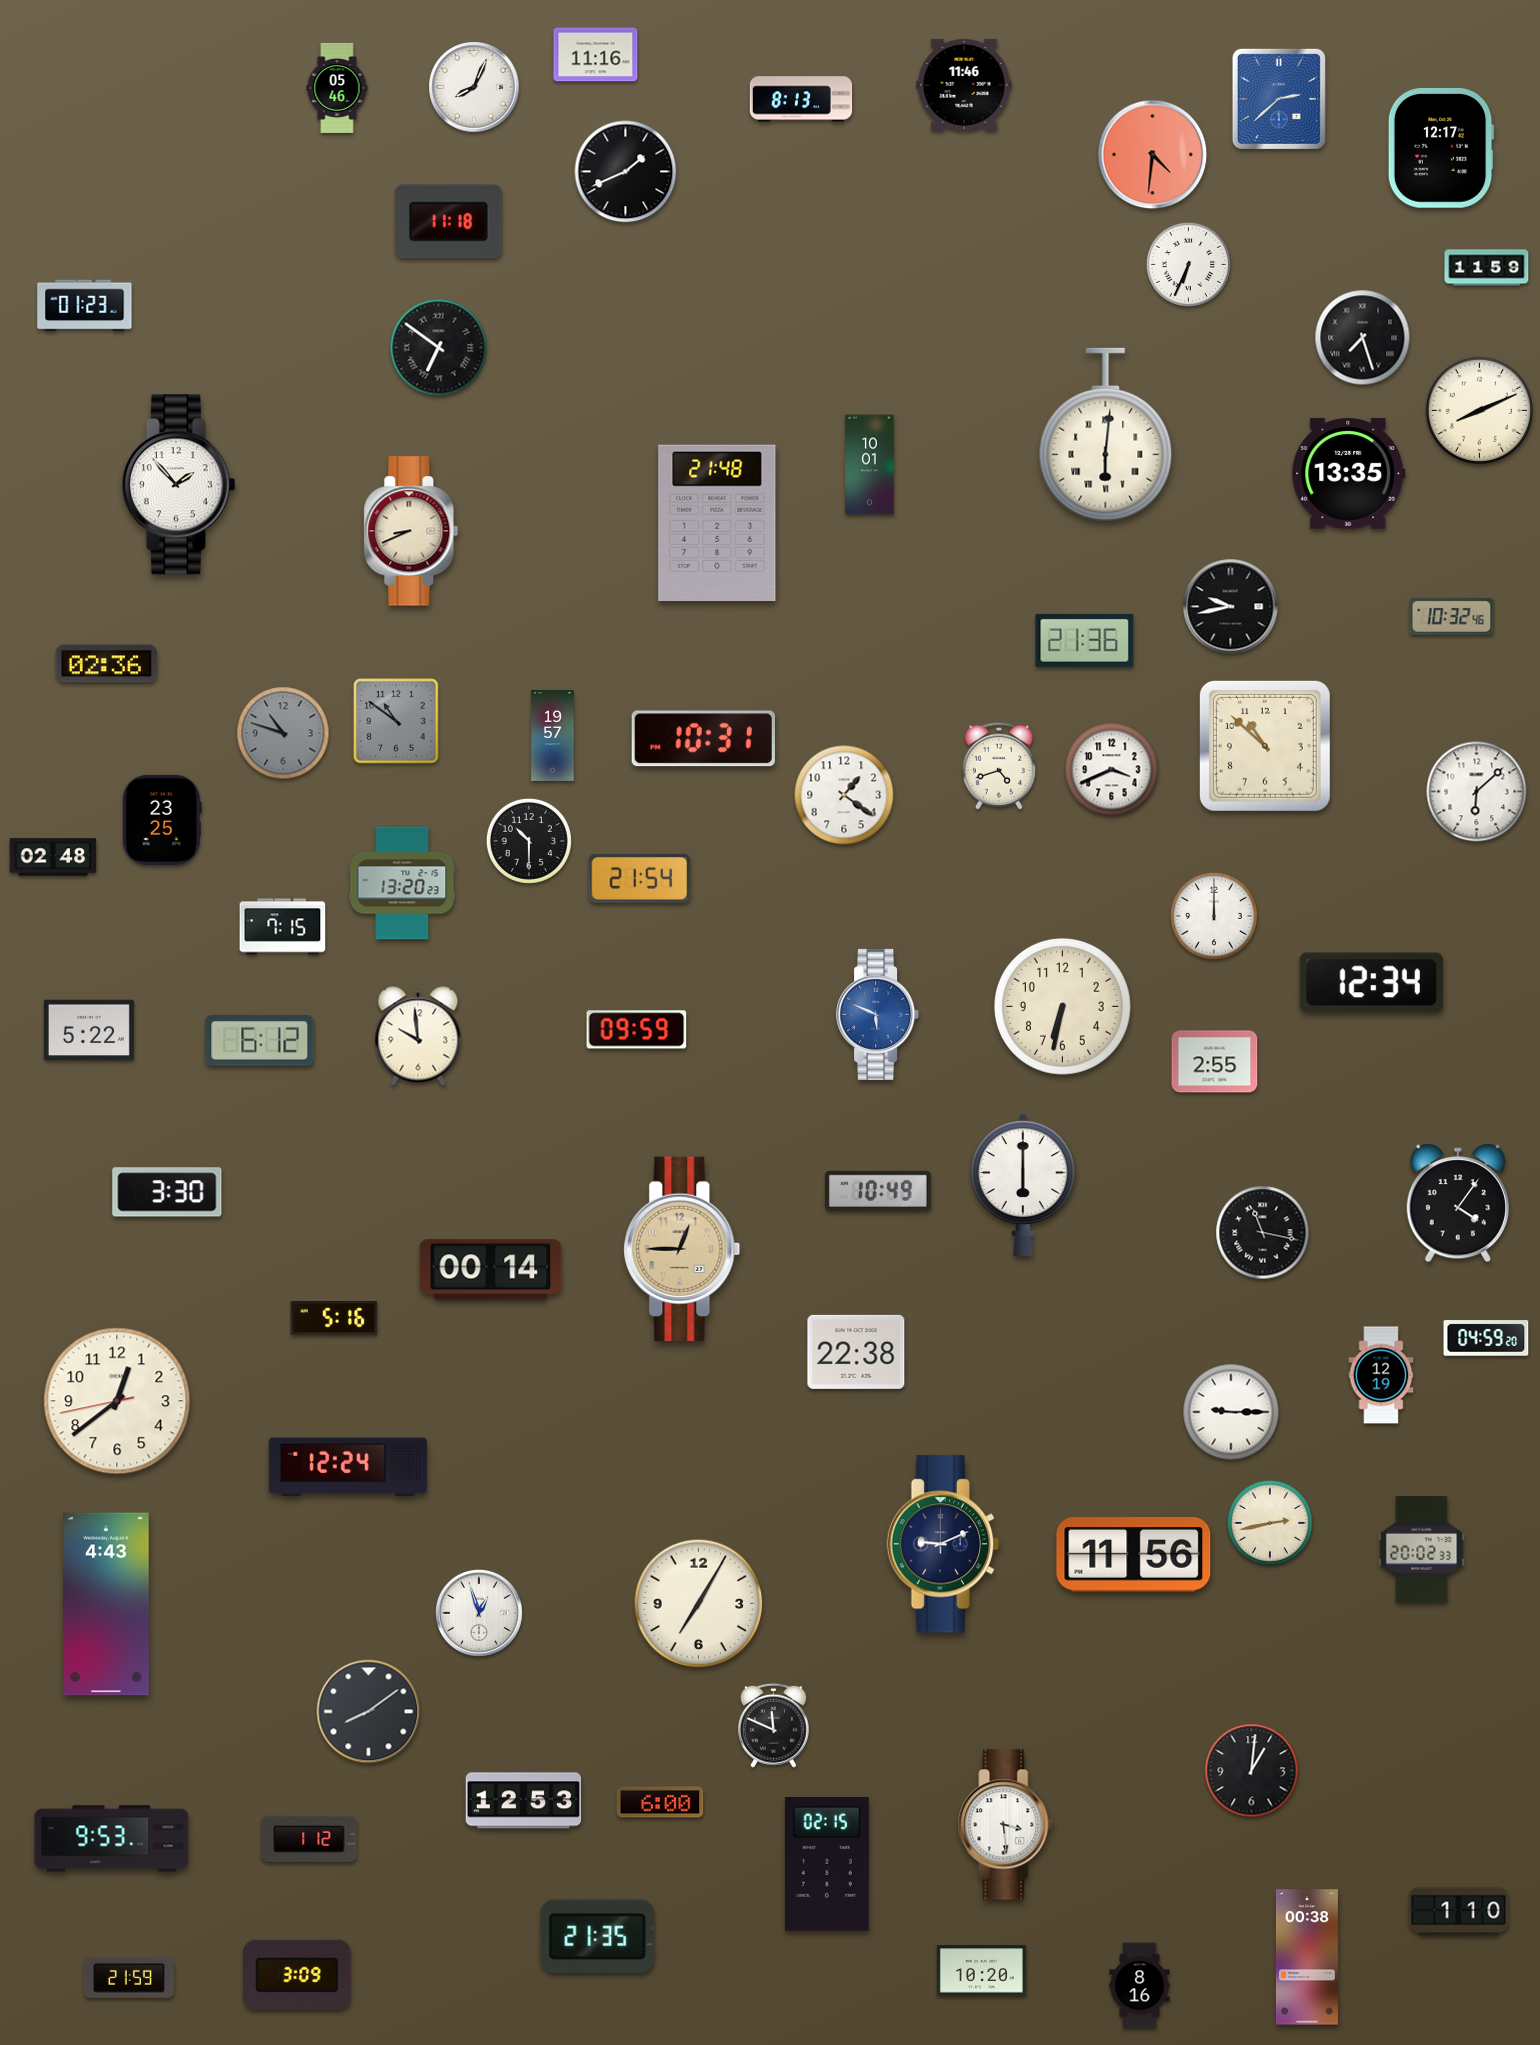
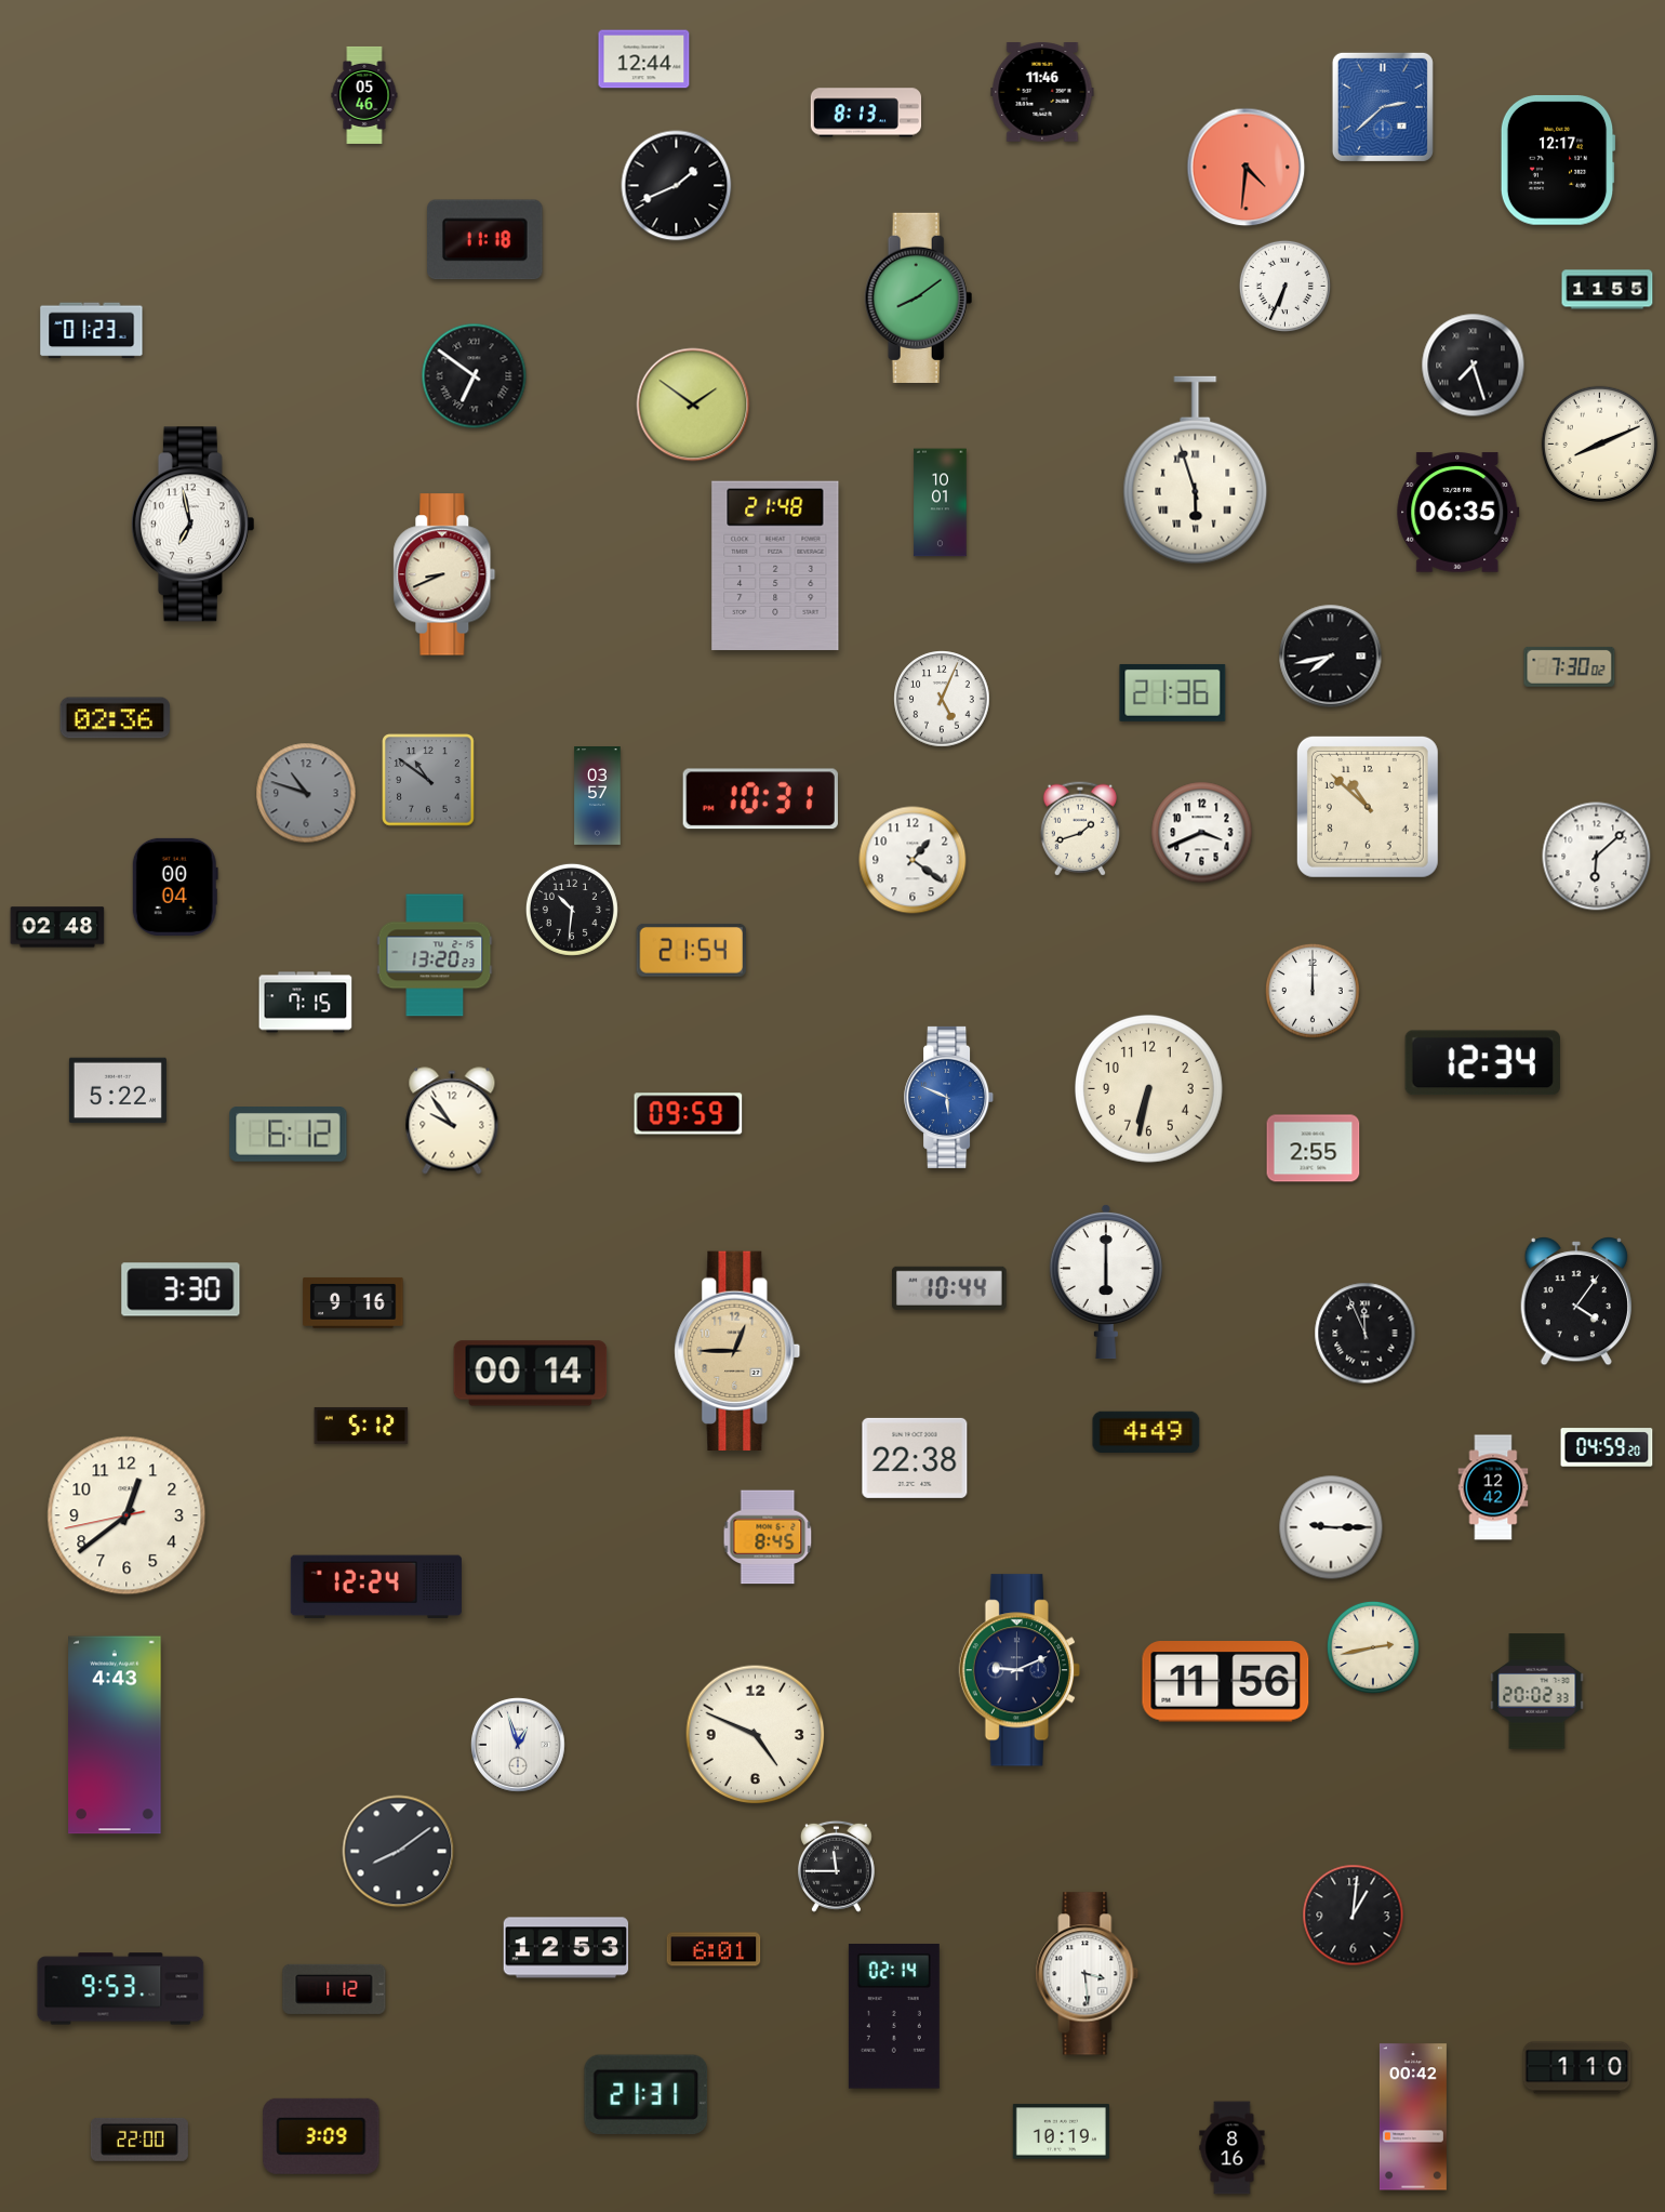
clock at (596, 55): 11:16 -> 12:44
clock at (474, 87): 8:04 -> none
clock at (801, 99) position: (801, 99) -> (866, 112)
clock at (1487, 268): 11:59 -> 11:55
clock at (919, 297): none -> 8:09
clock at (693, 405): none -> 1:51
clock at (1106, 435): 6:01 -> 5:57
clock at (1349, 474): 13:35 -> 06:35
clock at (178, 485): 1:53 -> 6:58
clock at (1231, 607): 9:43 -> 7:43
clock at (1452, 616): 10:32 -> 7:30
clock at (942, 699): none -> 5:04
clock at (553, 736): 19:57 -> 03:57
clock at (999, 766): 4:42 -> 1:42
clock at (162, 820): 23:25 -> 00:04
clock at (529, 841): 10:30 -> 10:31
clock at (89, 1030) position: (89, 1030) -> (118, 1090)
clock at (418, 1036): 9:59 -> 9:54
clock at (260, 1041) position: (260, 1041) -> (289, 1135)
clock at (878, 1191): 10:49 -> 10:44
clock at (354, 1302): none -> 9:16
clock at (1263, 1233): 11:17 -> 11:56
clock at (334, 1318): 5:16 -> 5:12
clock at (1146, 1431): none -> 4:49
clock at (856, 1352) position: (856, 1352) -> (915, 1458)
clock at (1381, 1375): 12:19 -> 12:42
clock at (768, 1537): none -> 8:45
clock at (1422, 1550) position: (1422, 1550) -> (1537, 1692)
clock at (699, 1604): 7:05 -> 4:49
clock at (773, 1725): 11:49 -> 11:45
clock at (660, 1802): 6:00 -> 6:01
clock at (827, 1865): 02:15 -> 02:14
clock at (598, 1936): 21:35 -> 21:31
clock at (1307, 1957): 00:38 -> 00:42
clock at (981, 1971): 10:20 -> 10:19
clock at (129, 1978): 21:59 -> 22:00
